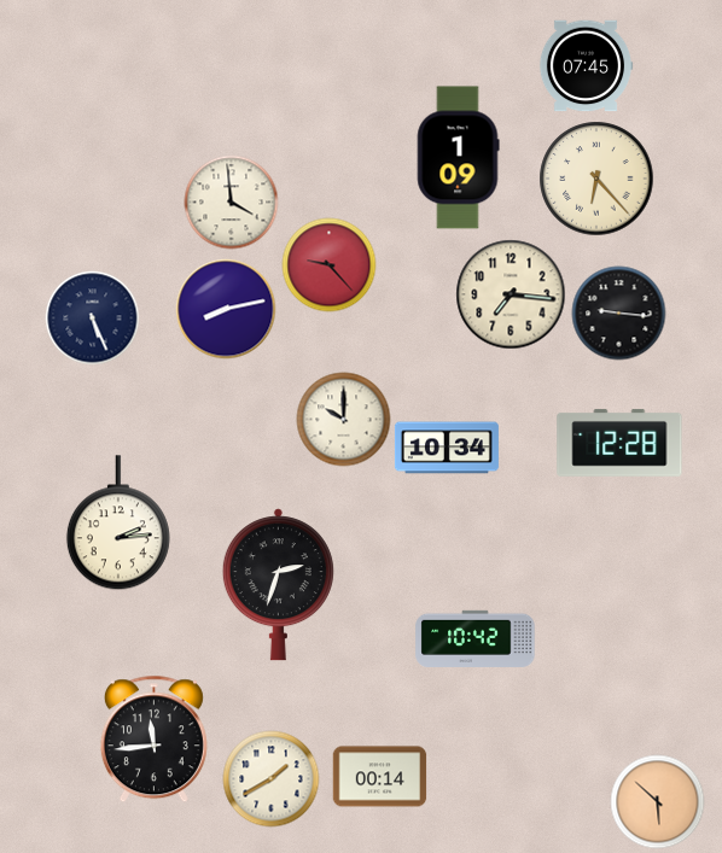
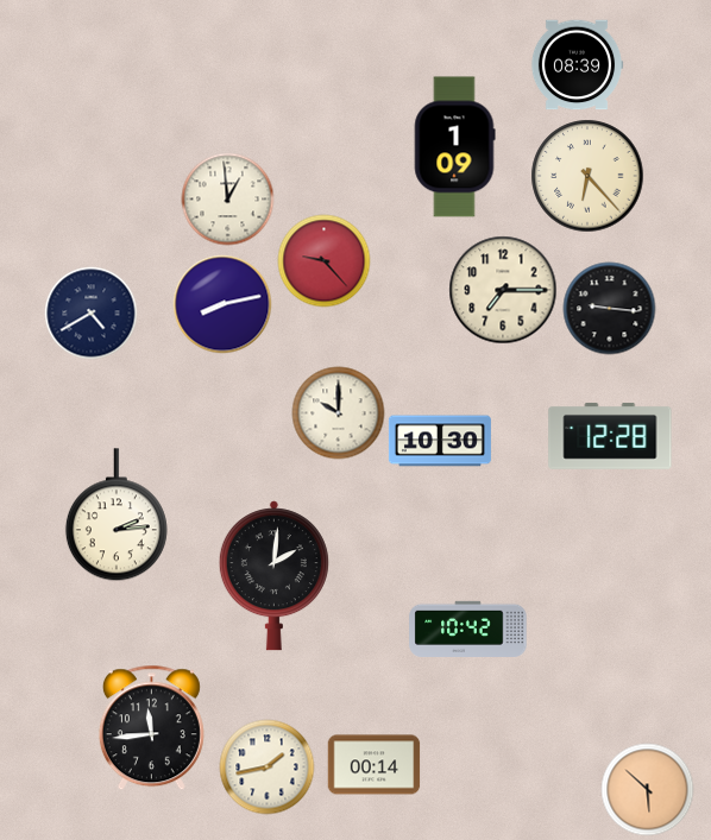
clock at (586, 66): 07:45 -> 08:39
clock at (458, 158) position: (458, 158) -> (454, 147)
clock at (231, 201): 3:59 -> 12:59
clock at (511, 294): 7:16 -> 7:15
clock at (92, 317): 5:26 -> 4:40
clock at (447, 448): 10:34 -> 10:30
clock at (278, 585): 2:33 -> 2:01
clock at (270, 778): 1:40 -> 1:43
